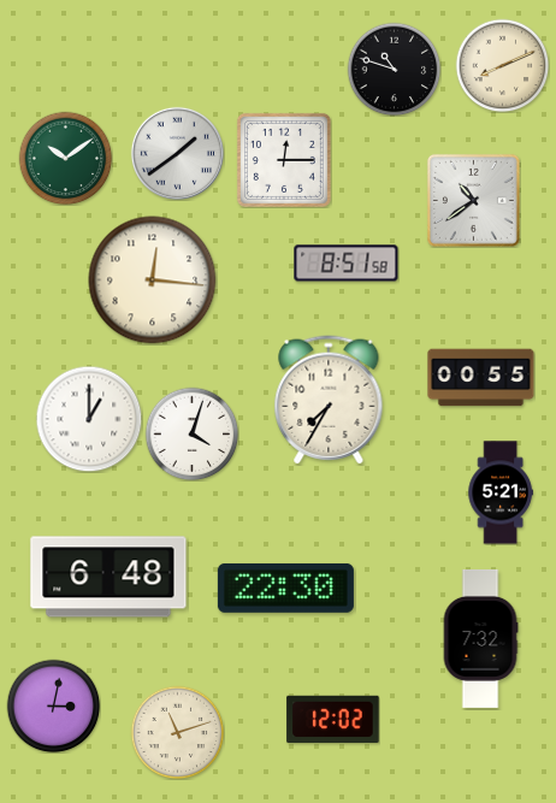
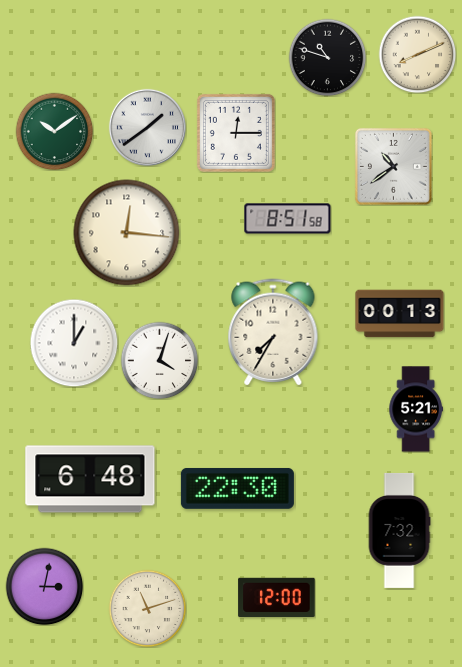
clock at (481, 378): 00:55 -> 00:13
clock at (89, 419) position: (89, 419) -> (74, 343)
clock at (333, 719): 12:02 -> 12:00
